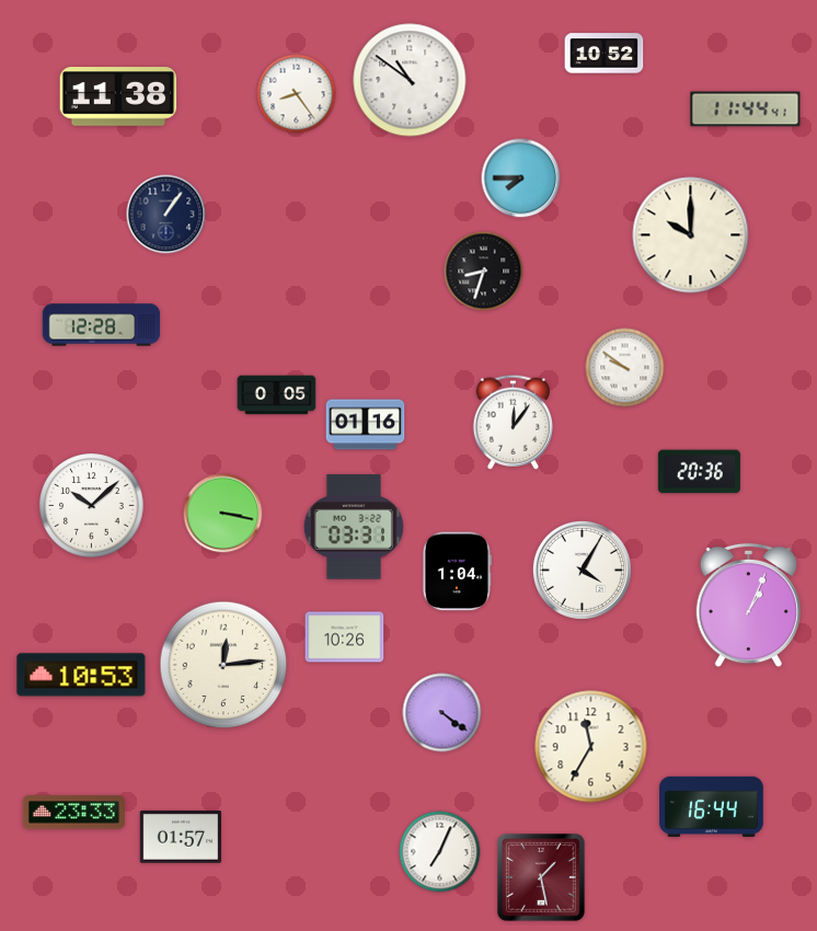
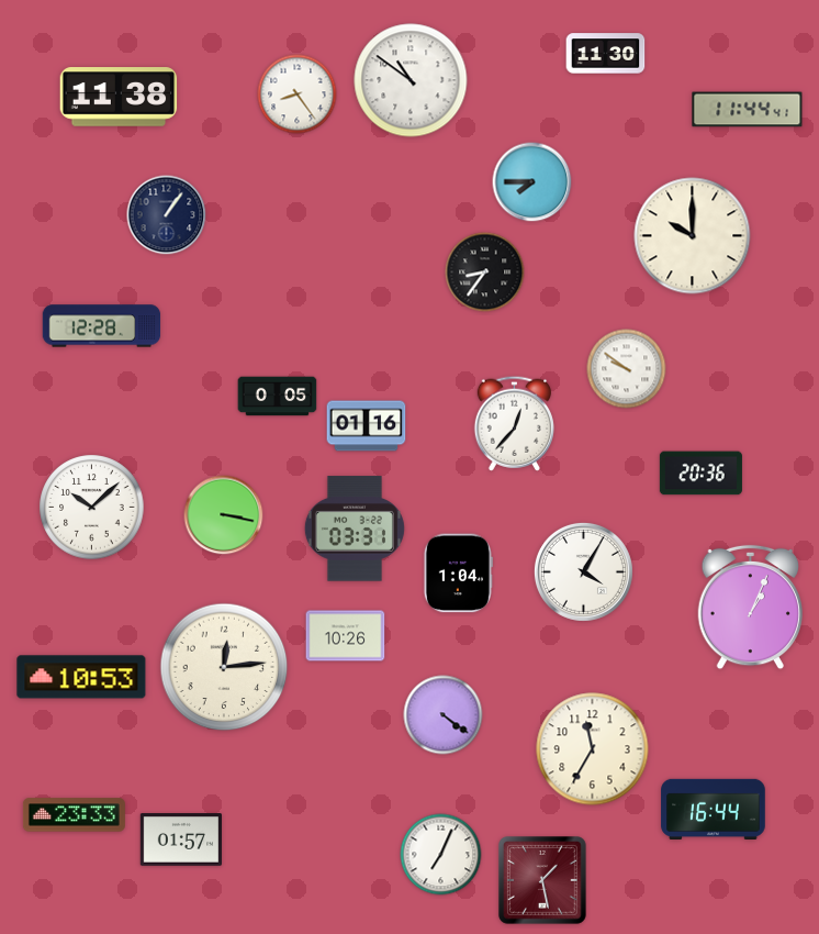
clock at (605, 54): 10:52 -> 11:30
clock at (521, 179) position: (521, 179) -> (532, 182)
clock at (484, 272): 8:33 -> 8:36
clock at (513, 422): 12:06 -> 12:37
clock at (345, 637) position: (345, 637) -> (346, 636)
